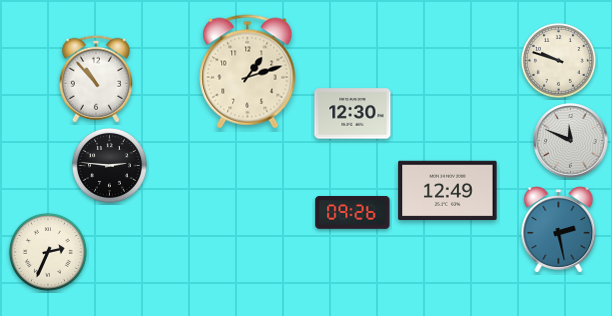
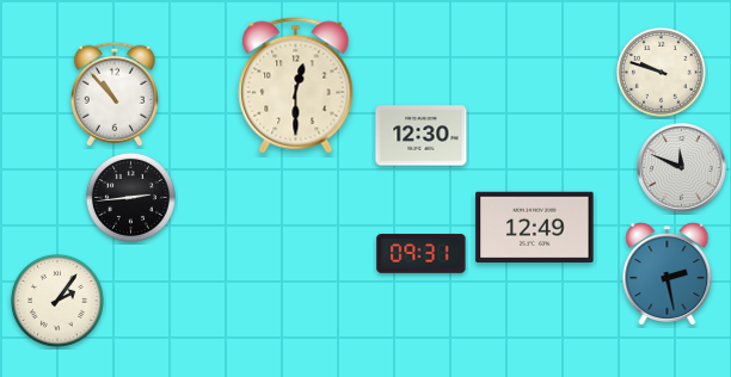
clock at (558, 60) position: (558, 60) -> (661, 72)
clock at (248, 72): 1:12 -> 12:30
clock at (109, 165): 2:46 -> 2:44
clock at (353, 212): 09:26 -> 09:31
clock at (48, 252): 2:34 -> 2:06
